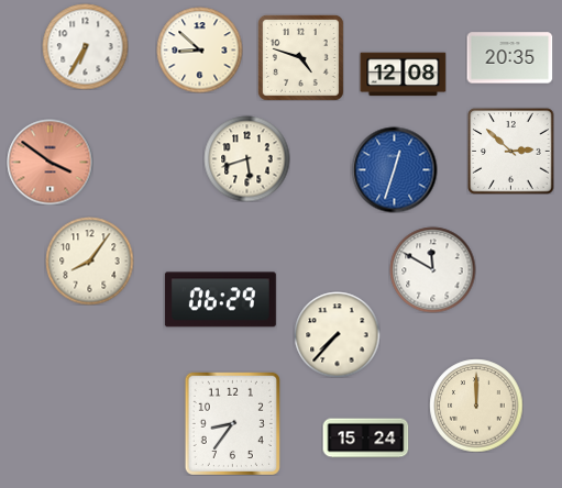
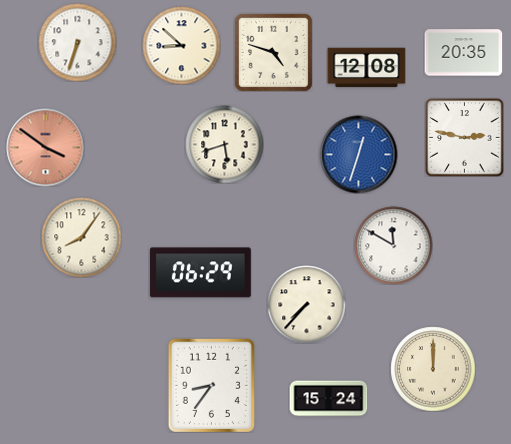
clock at (85, 46): 6:35 -> 6:33
clock at (510, 151): 2:52 -> 2:47
clock at (365, 439) position: (365, 439) -> (328, 399)
